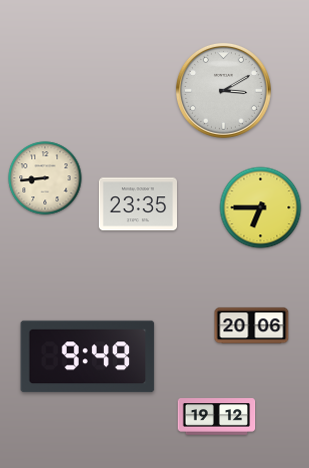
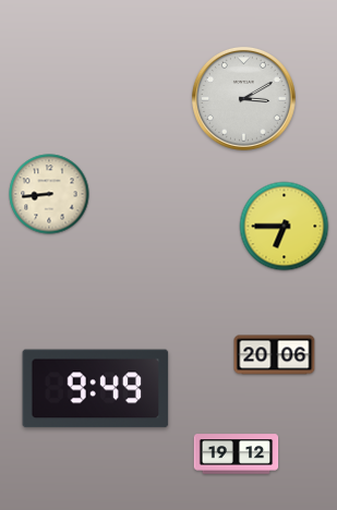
clock at (137, 204): 23:35 -> none
